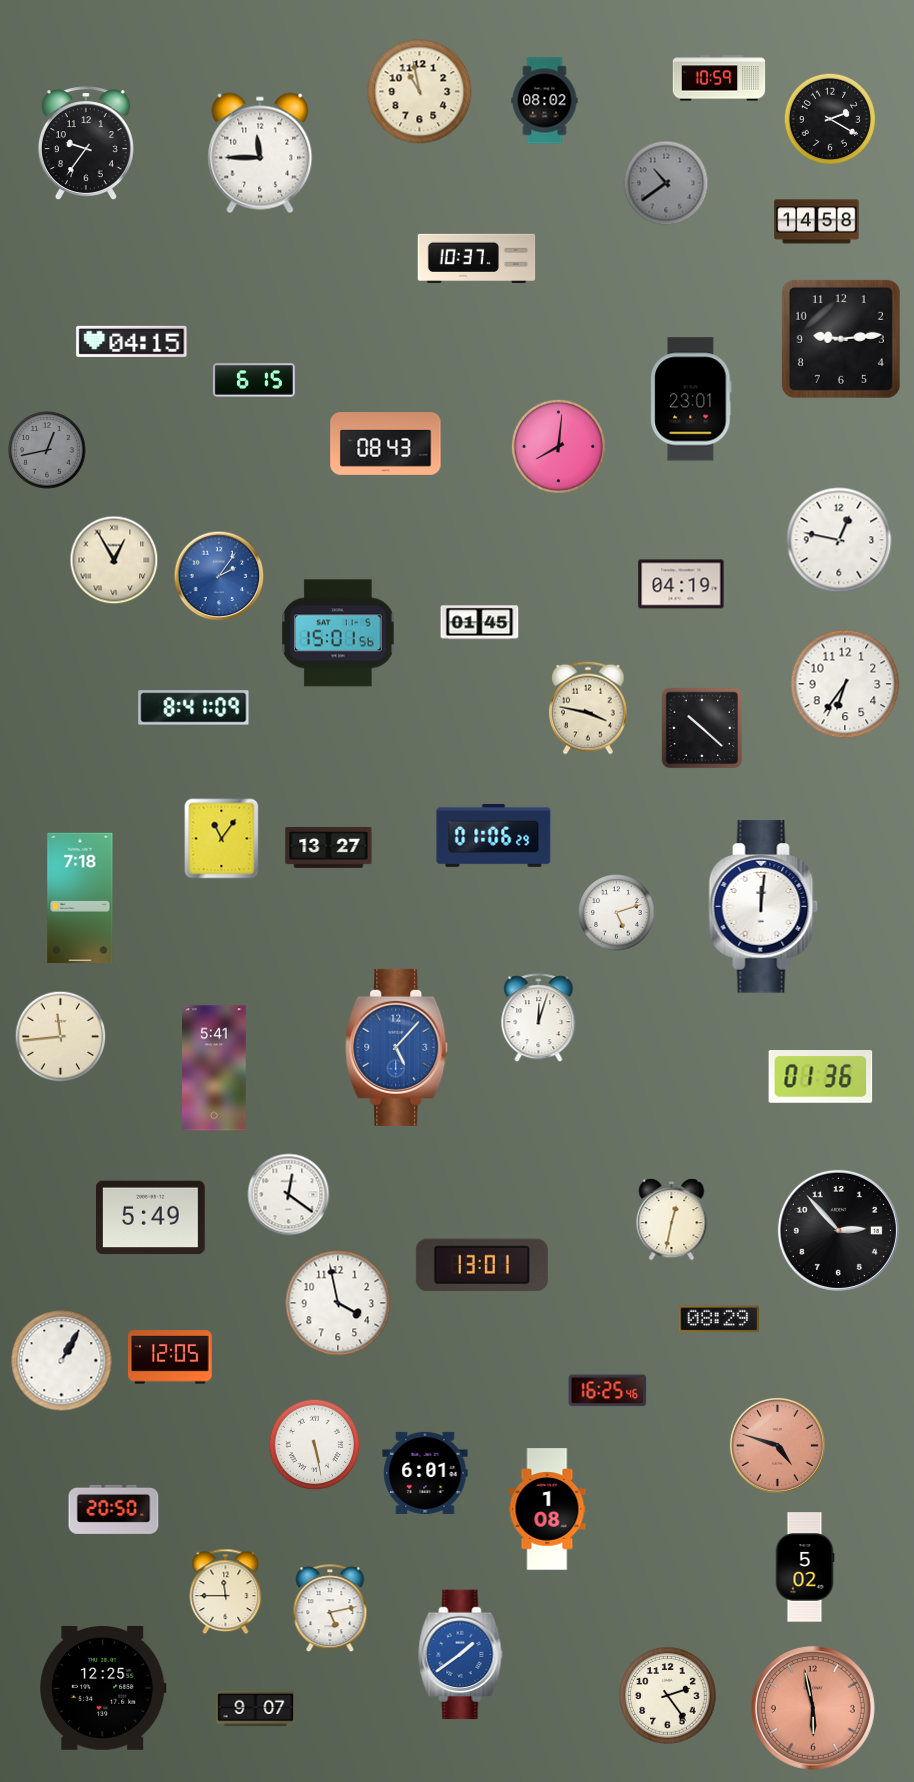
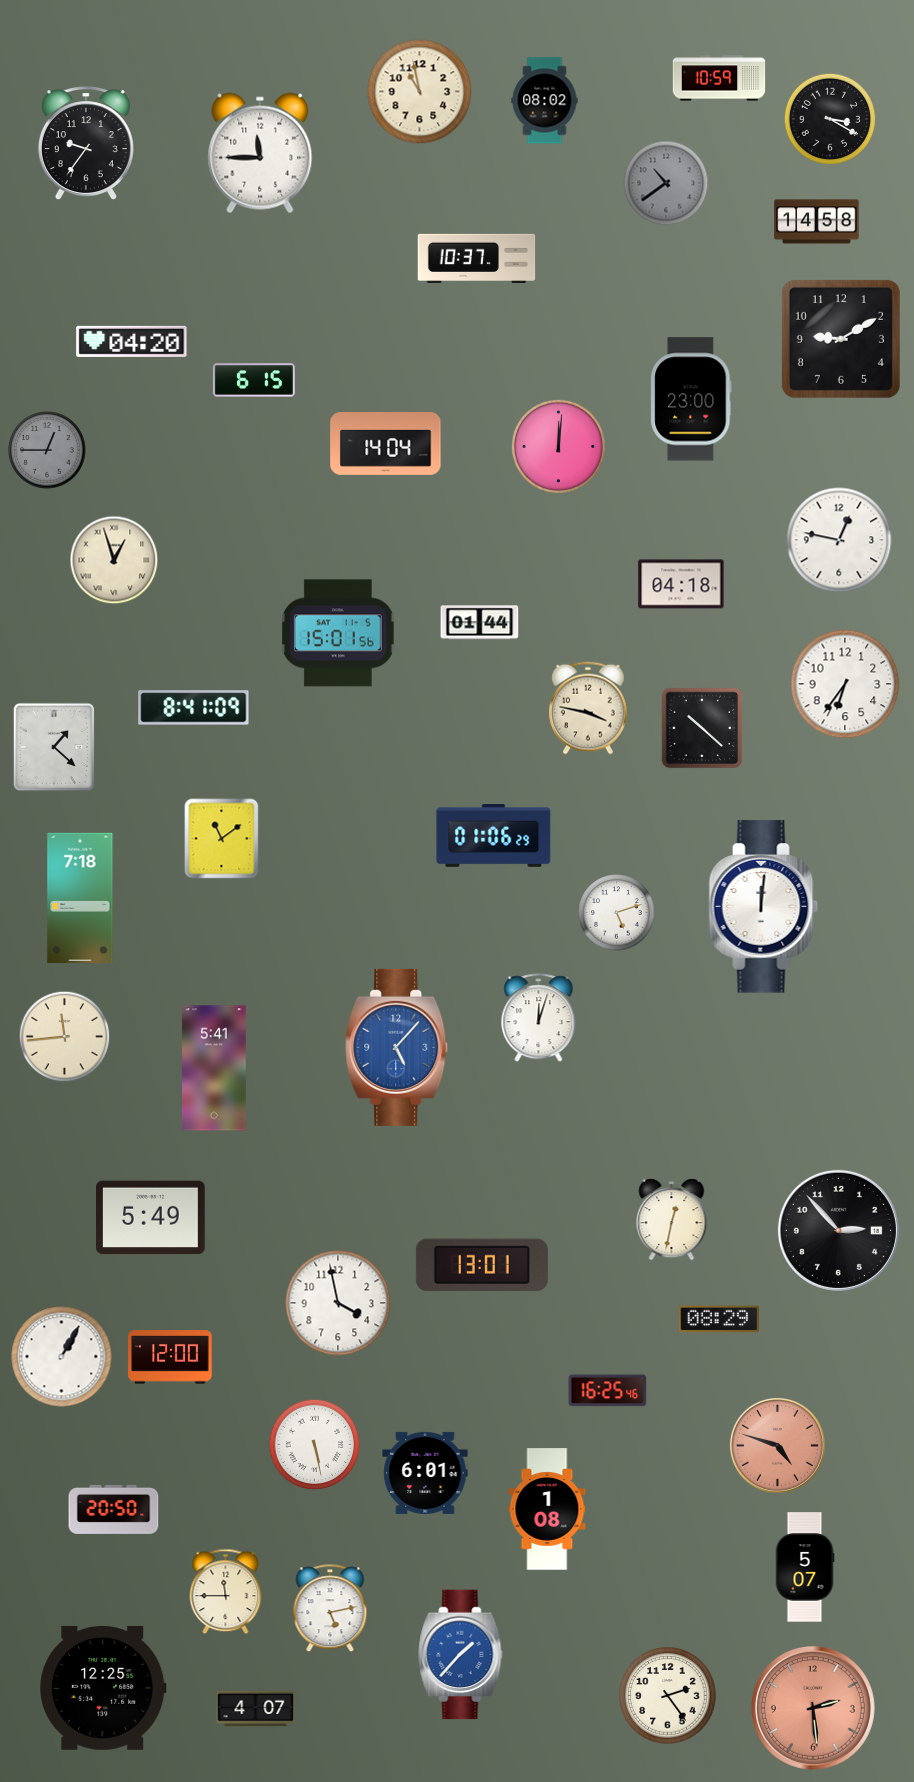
clock at (830, 119): 2:20 -> 3:20
clock at (841, 339): 9:14 -> 9:10
clock at (132, 341): 04:15 -> 04:20
clock at (691, 399): 23:01 -> 23:00
clock at (386, 444): 08:43 -> 14:04
clock at (558, 446): 8:01 -> 12:01
clock at (47, 450): 12:43 -> 12:45
clock at (114, 560): 12:55 -> 12:57
clock at (219, 576): 2:06 -> none
clock at (681, 584): 04:19 -> 04:18
clock at (480, 623): 01:45 -> 01:44
clock at (54, 747): none -> 1:22
clock at (222, 839): 11:06 -> 11:09
clock at (329, 847): 13:27 -> none
clock at (61, 1037) position: (61, 1037) -> (65, 1037)
clock at (821, 1077): 01:36 -> none
clock at (289, 1195): 12:21 -> none
clock at (170, 1357): 12:05 -> 12:00
clock at (62, 1361) position: (62, 1361) -> (62, 1357)
clock at (805, 1567): 5:02 -> 5:07
clock at (461, 1655): 1:39 -> 1:37
clock at (813, 1708): 5:58 -> 2:29
clock at (256, 1709): 9:07 -> 4:07
